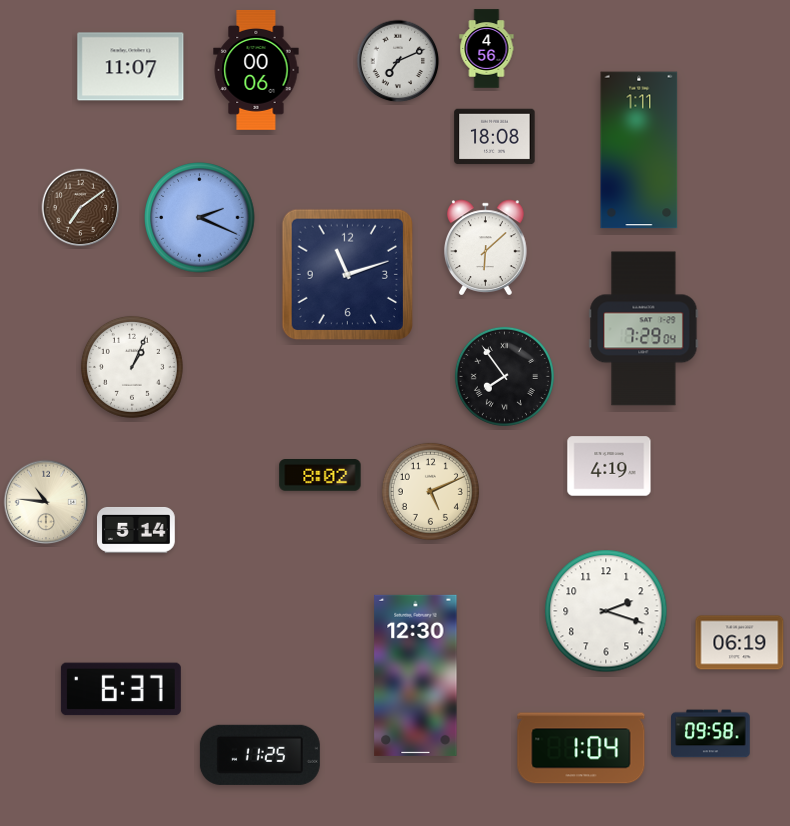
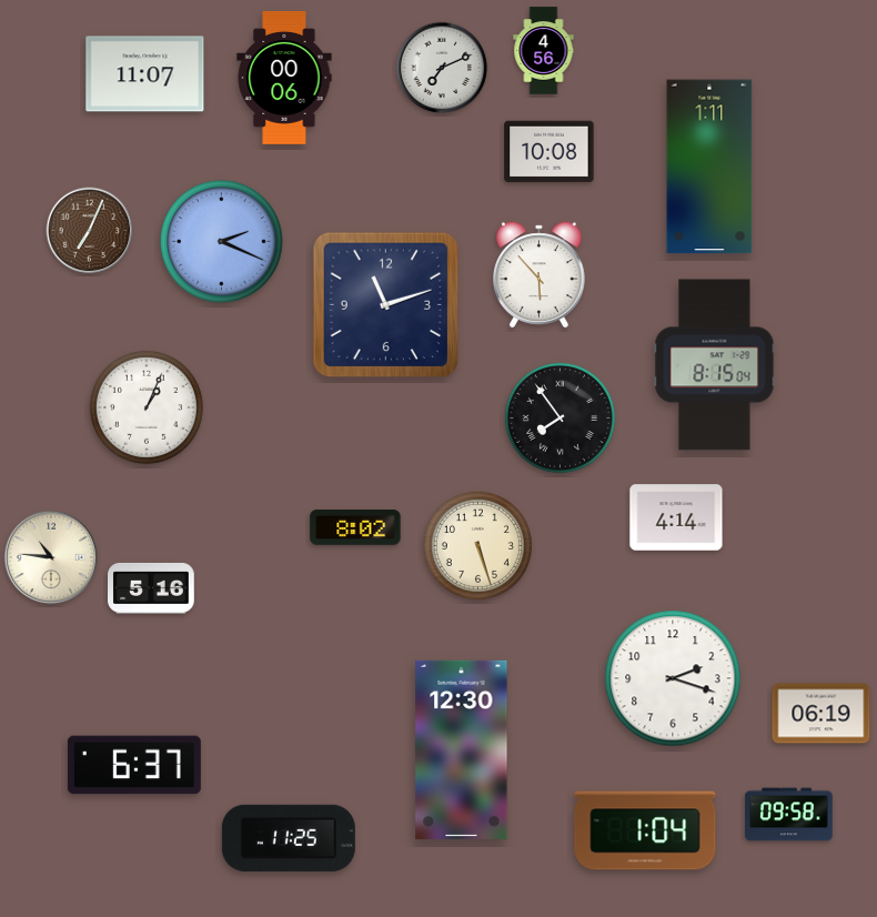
clock at (487, 49) position: (487, 49) -> (544, 51)
clock at (495, 137): 18:08 -> 10:08
clock at (81, 208): 7:09 -> 7:04
clock at (486, 248): 6:08 -> 5:53
clock at (644, 329): 7:29 -> 8:15
clock at (609, 466): 4:19 -> 4:14
clock at (430, 491): 5:11 -> 5:27
clock at (137, 530): 5:14 -> 5:16
